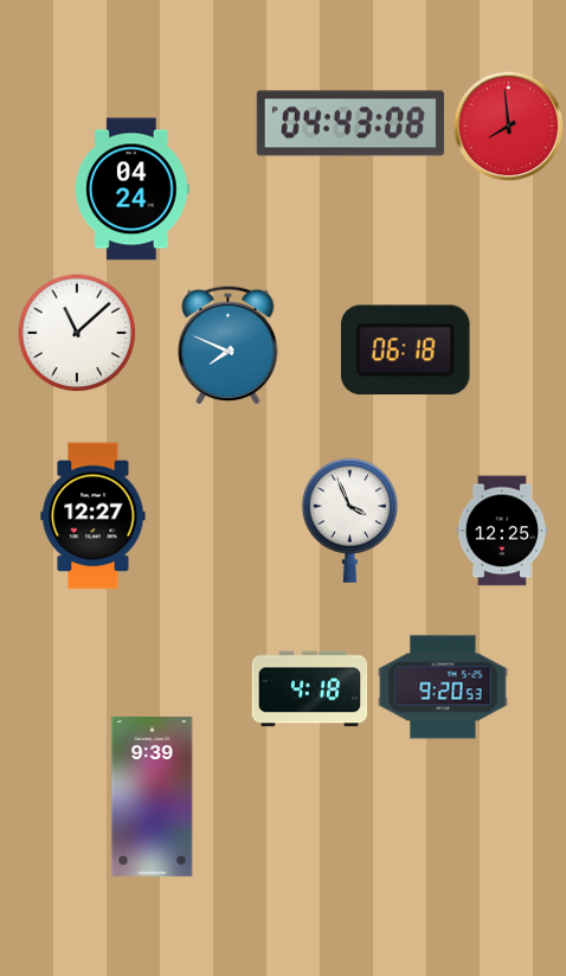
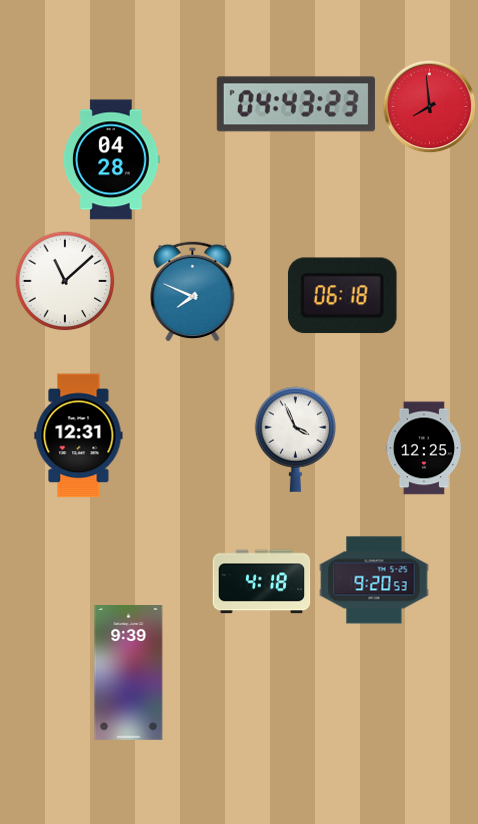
clock at (350, 123): 04:43:08 -> 04:43:23
clock at (131, 190): 04:24 -> 04:28
clock at (94, 516): 12:27 -> 12:31
